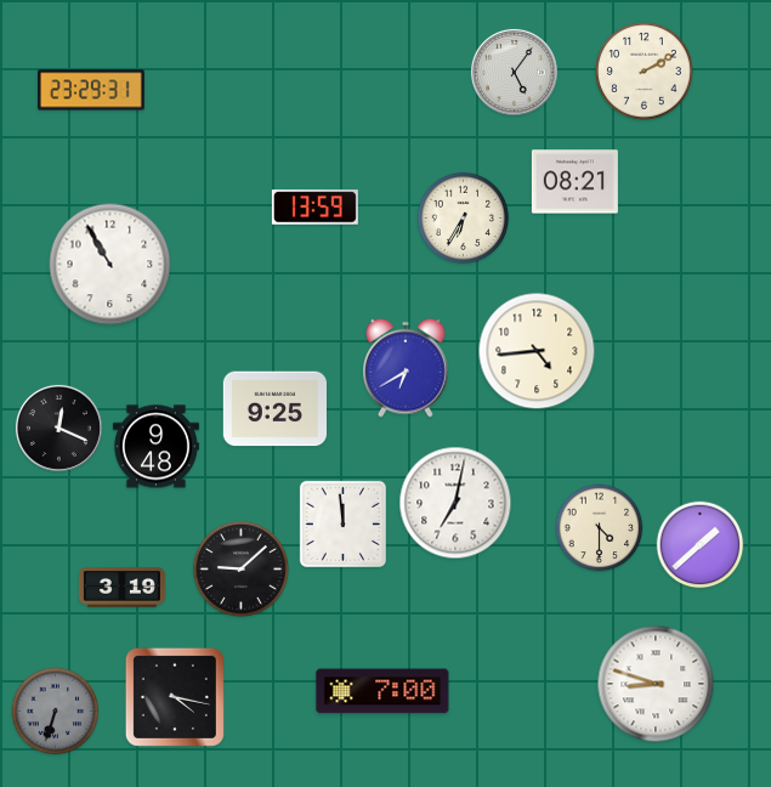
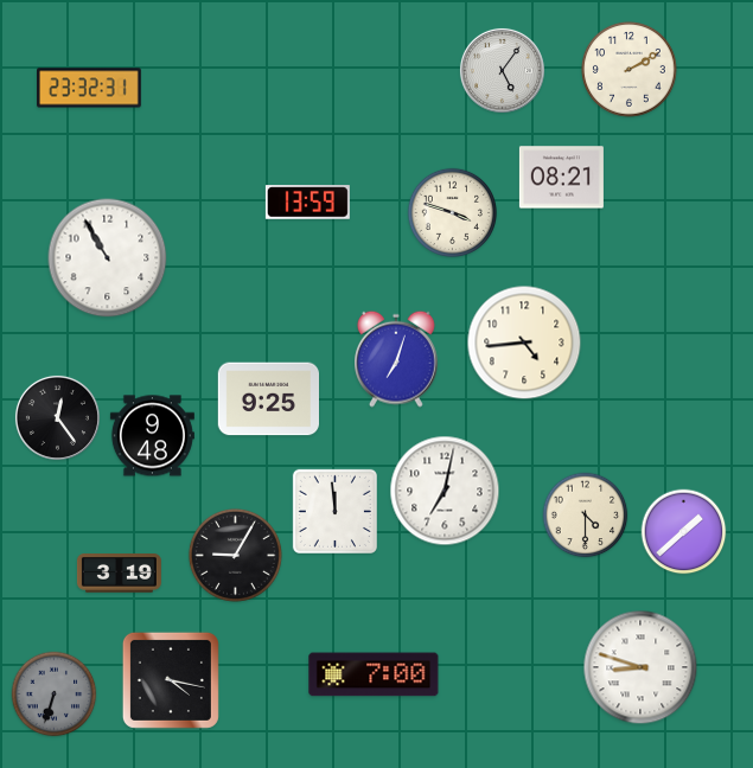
clock at (92, 90): 23:29 -> 23:32
clock at (463, 217): 6:35 -> 3:48
clock at (407, 368): 6:40 -> 7:03
clock at (58, 428): 12:19 -> 12:24
clock at (240, 568): 9:08 -> 9:05
